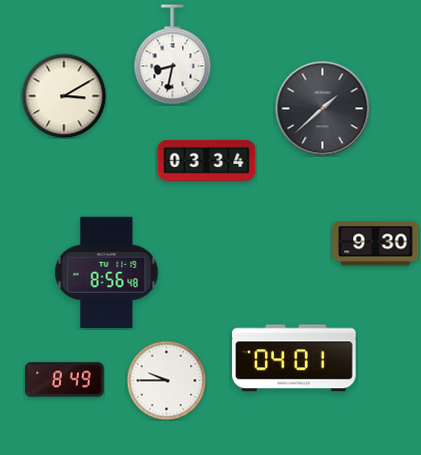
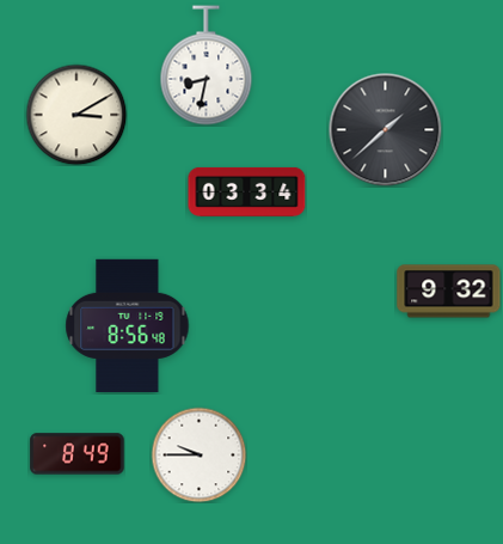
clock at (376, 244): 9:30 -> 9:32
clock at (294, 358): 04:01 -> none
